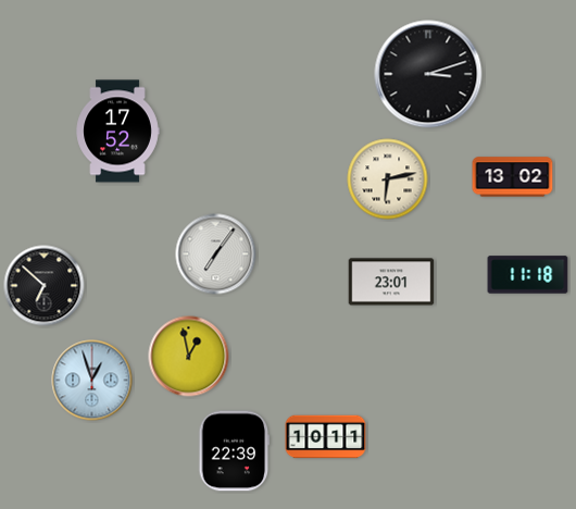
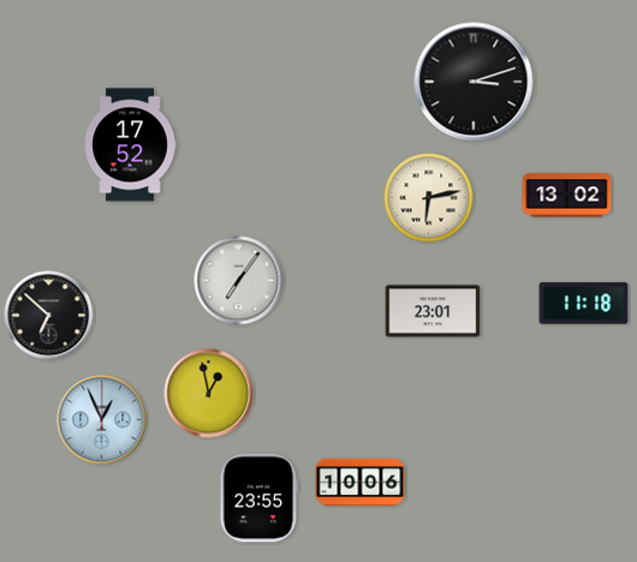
clock at (92, 381): 12:57 -> 12:56
clock at (326, 437): 10:11 -> 10:06
clock at (235, 451): 22:39 -> 23:55
